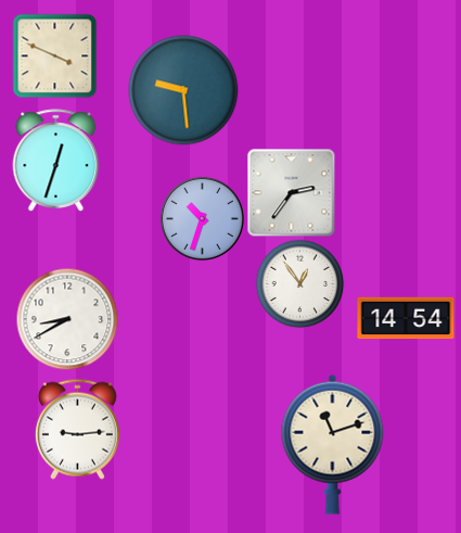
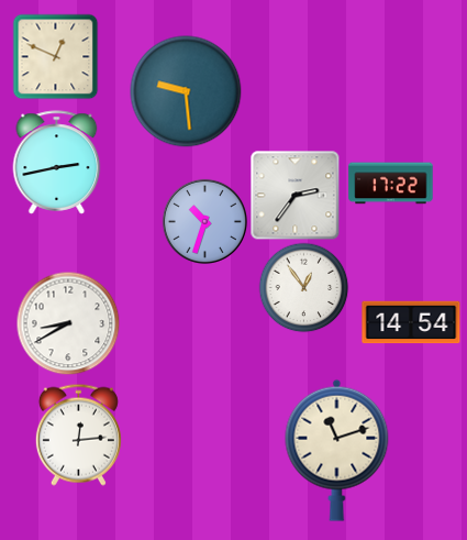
clock at (54, 55): 3:49 -> 12:49
clock at (56, 161): 12:33 -> 2:43
clock at (391, 184): none -> 17:22
clock at (77, 429): 9:14 -> 12:14
